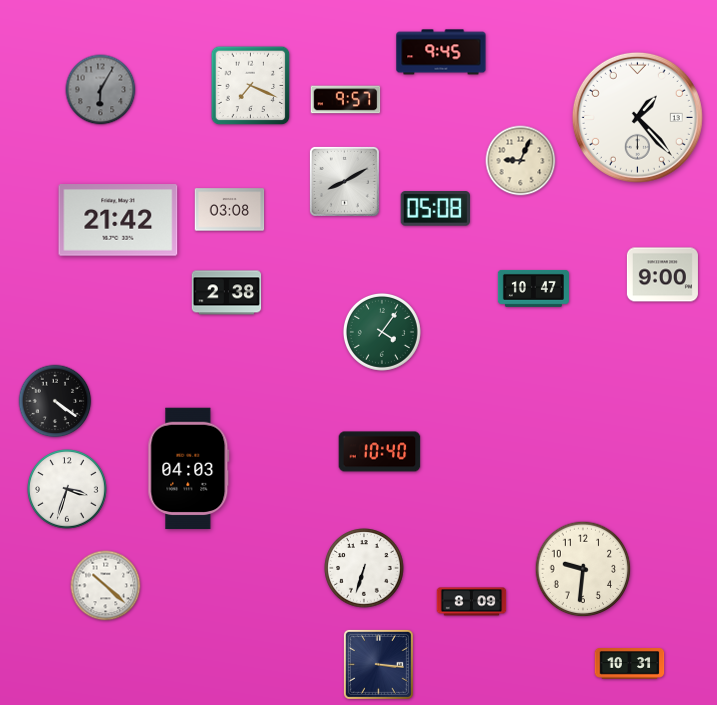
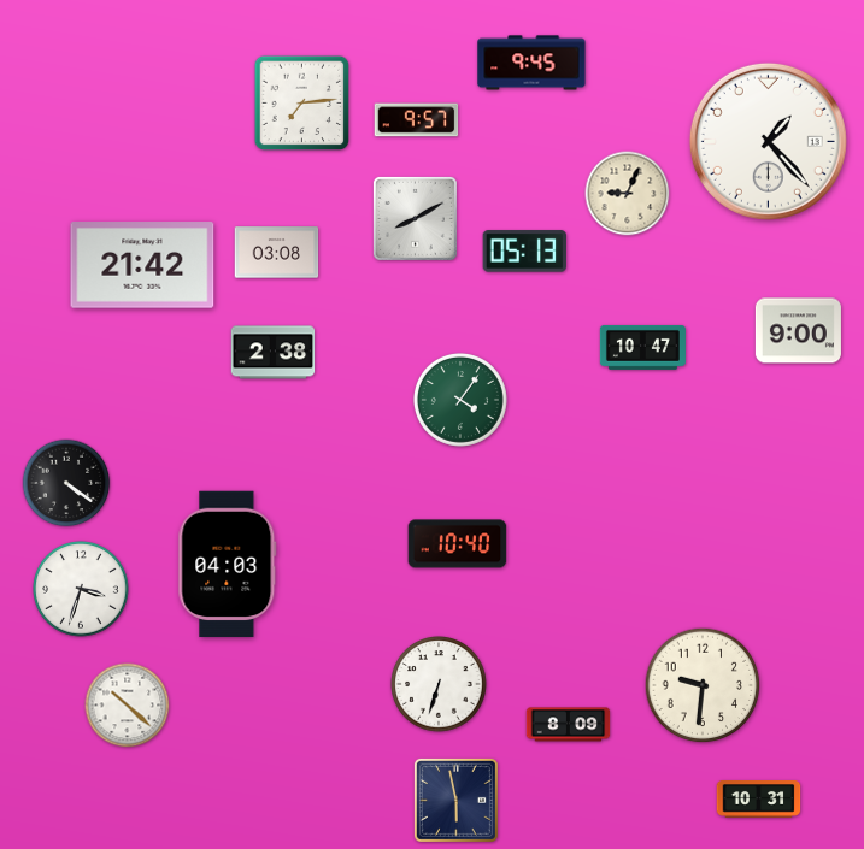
clock at (251, 86): 7:19 -> 7:14
clock at (101, 90): 6:05 -> none
clock at (436, 209): 05:08 -> 05:13
clock at (378, 664): 3:16 -> 5:58
